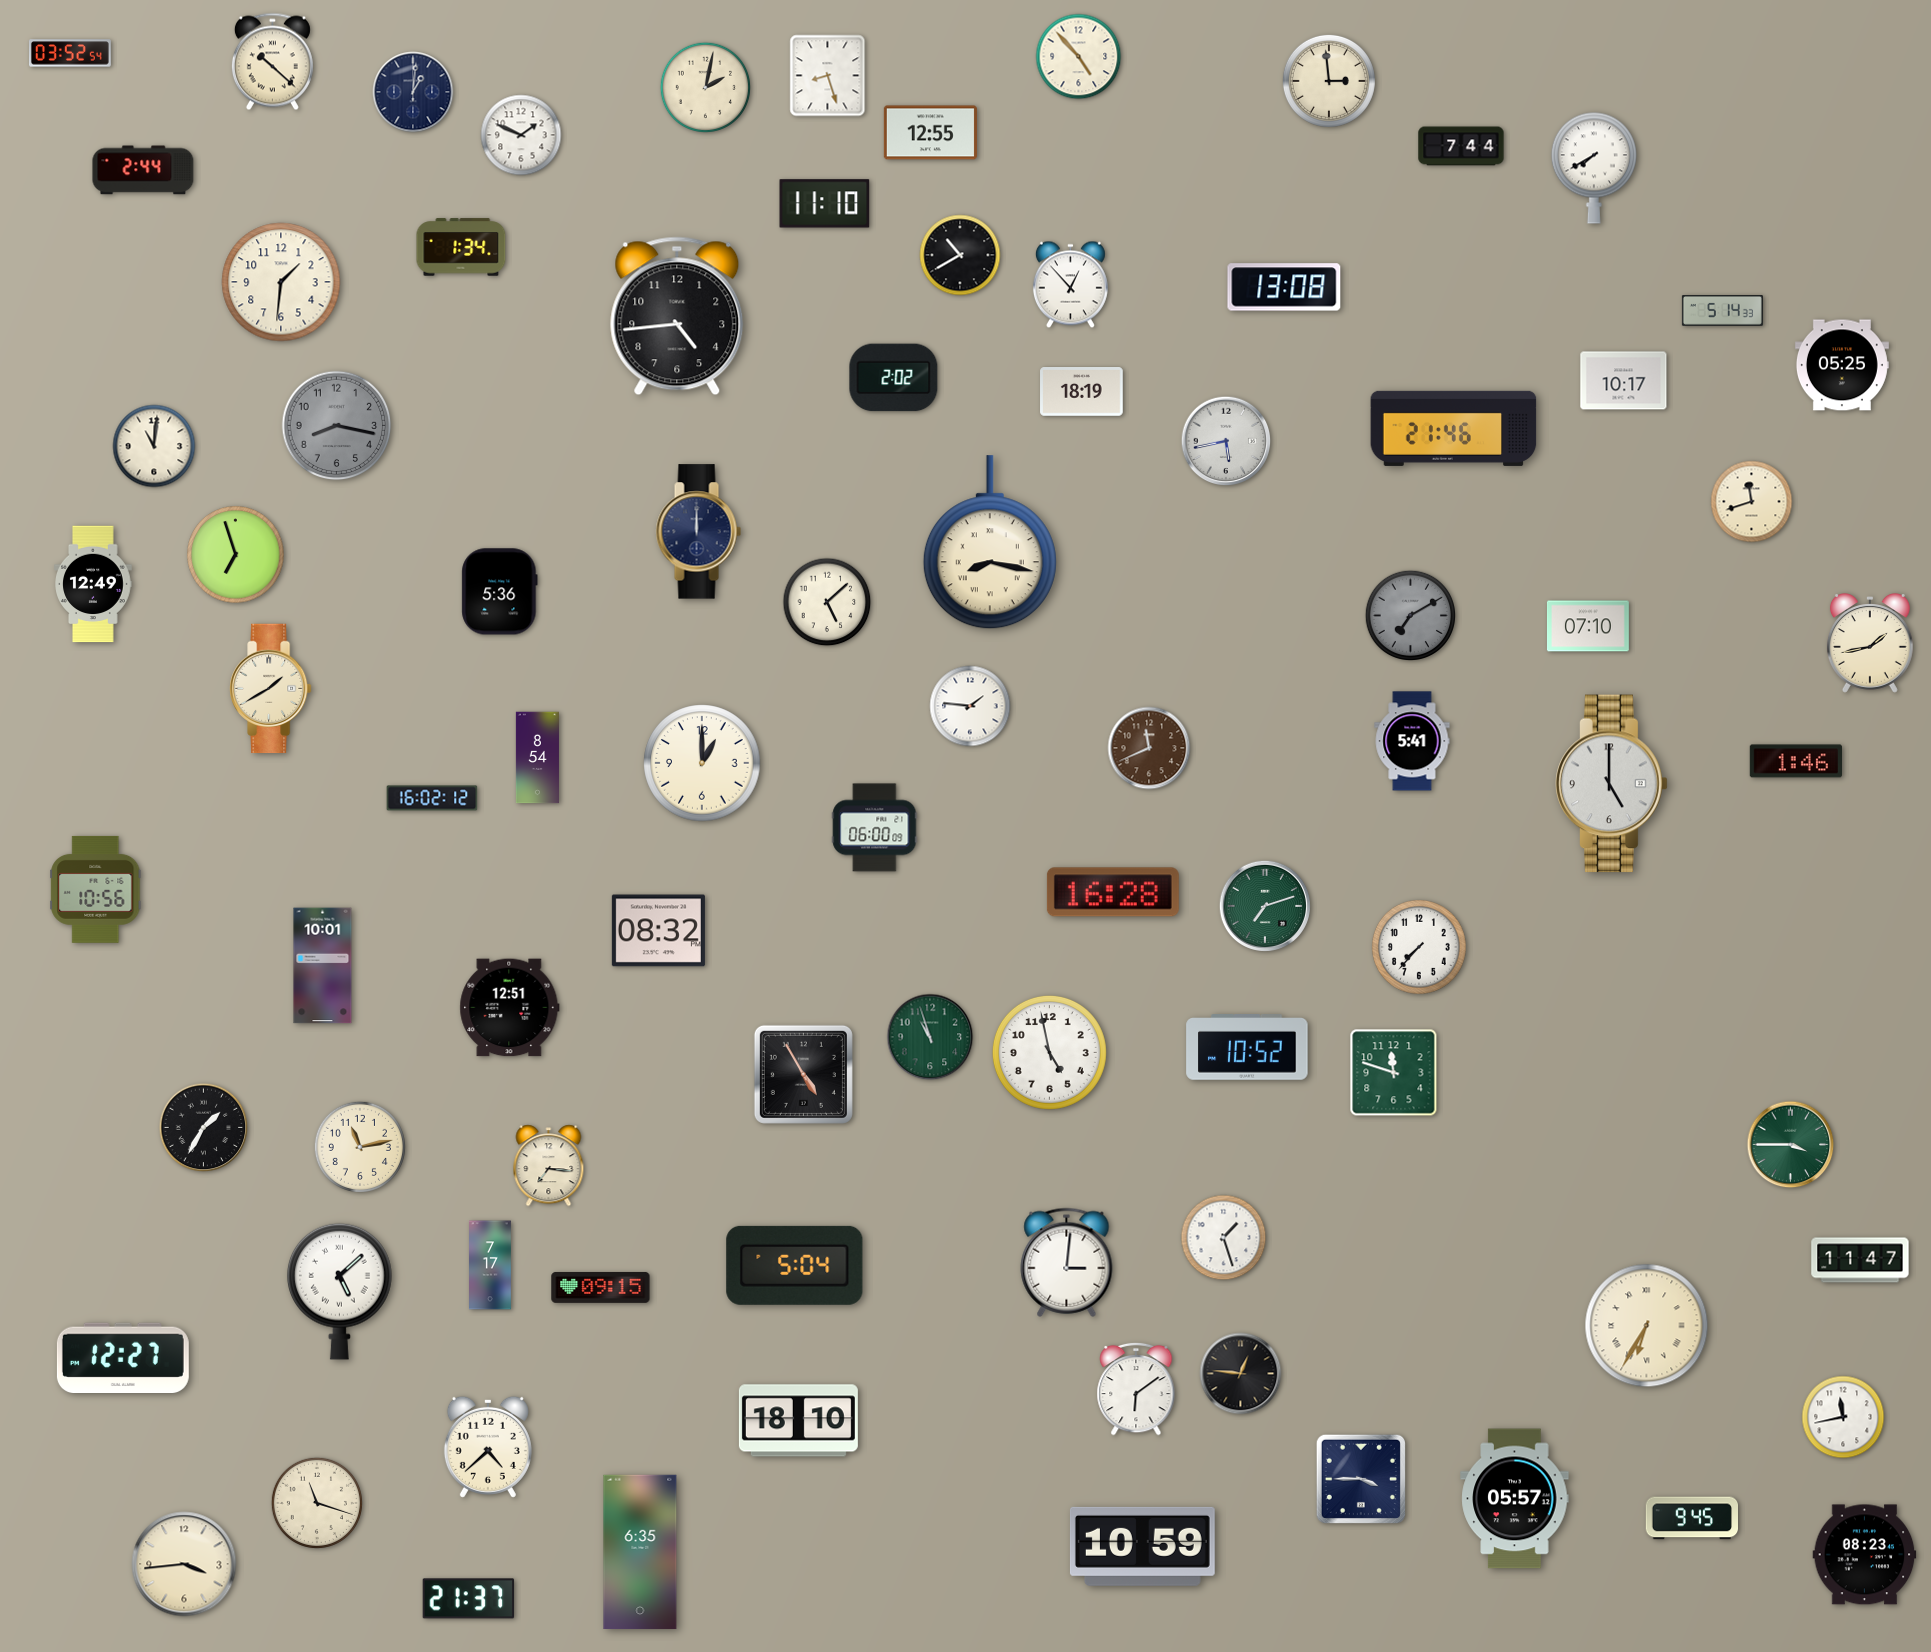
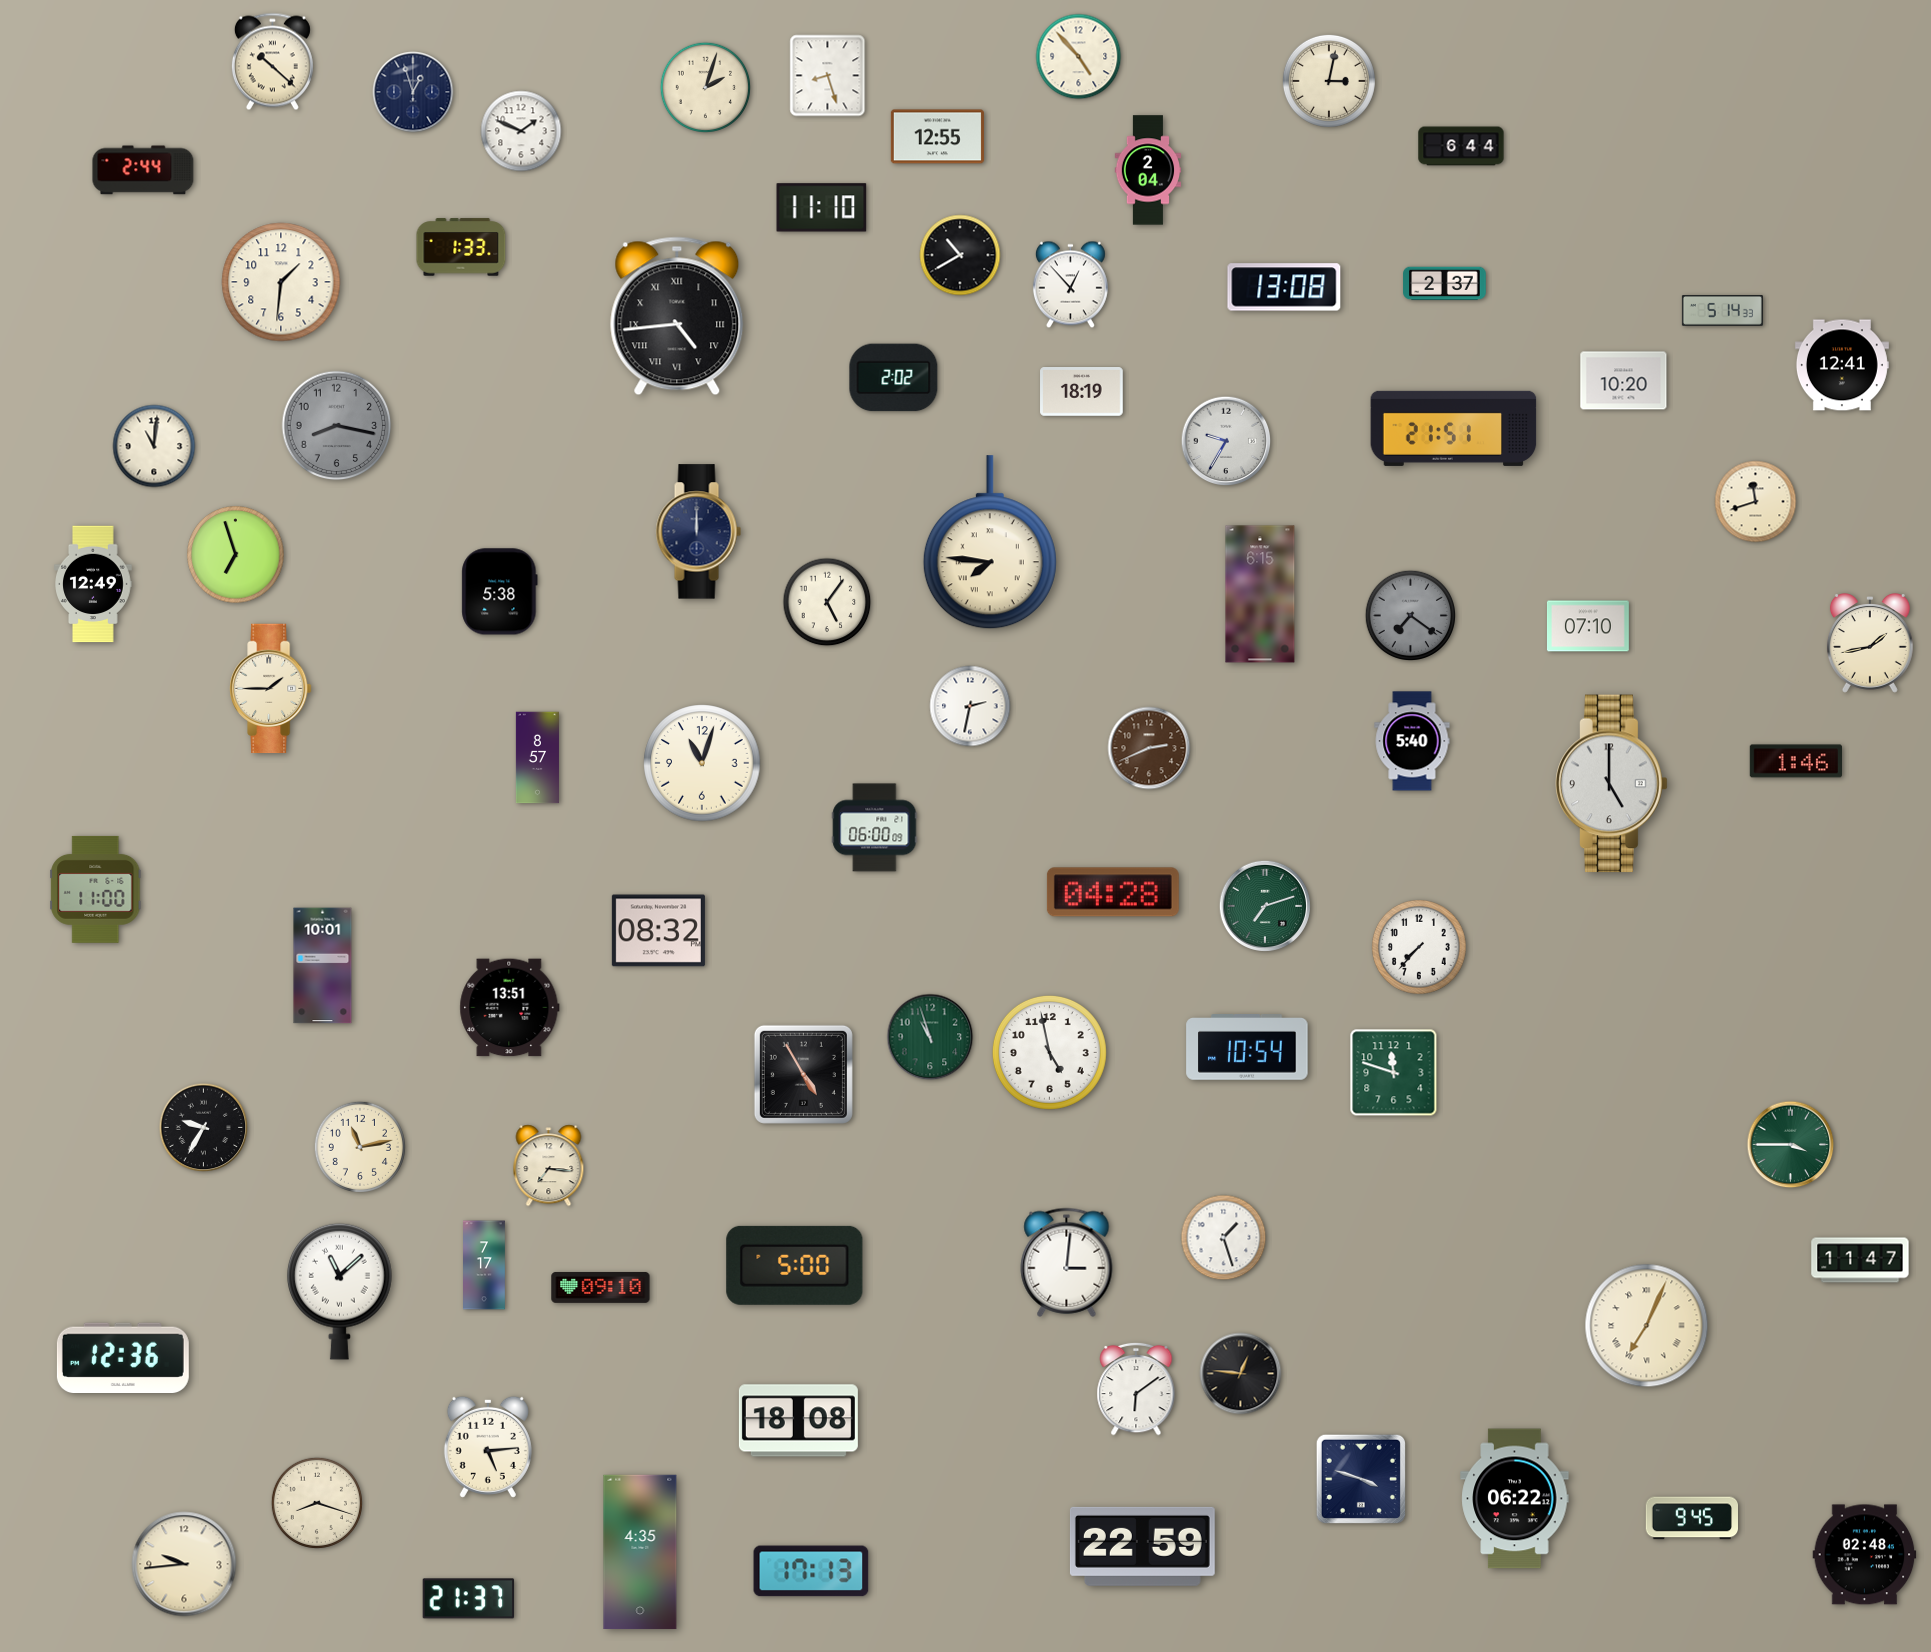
clock at (70, 53): 03:52 -> none
clock at (1329, 81): 2:59 -> 3:02
clock at (705, 87): 2:02 -> 2:03
clock at (413, 92): 1:01 -> 12:57
clock at (930, 133) position: (930, 133) -> (937, 137)
clock at (521, 135) position: (521, 135) -> (521, 131)
clock at (1461, 146): 7:44 -> 6:44
clock at (1594, 168): 7:40 -> none
clock at (1148, 170): none -> 2:04
clock at (825, 204) position: (825, 204) -> (822, 208)
clock at (461, 247): 1:34 -> 1:33
clock at (1445, 284): none -> 2:37
clock at (677, 316) numerals: Arabic -> Roman
clock at (1842, 365): 05:25 -> 12:41
clock at (1624, 381): 10:17 -> 10:20
clock at (1454, 428): 21:46 -> 21:51
clock at (1226, 441): 5:43 -> 9:35
clock at (1752, 502) position: (1752, 502) -> (1756, 502)
clock at (990, 543): 8:17 -> 7:46
clock at (500, 592): 5:36 -> 5:38
clock at (1260, 594): none -> 6:15
clock at (827, 602): 5:08 -> 5:06
clock at (1410, 615): 7:10 -> 7:21
clock at (271, 689): 1:40 -> 1:45
clock at (970, 706): 1:46 -> 2:32
clock at (1412, 741): 5:41 -> 5:40
clock at (1149, 748): 11:41 -> 2:41
clock at (537, 758): 8:54 -> 8:57
clock at (702, 763): 1:00 -> 11:03
clock at (432, 798): 16:02 -> none
clock at (96, 889): 10:56 -> 11:00
clock at (1113, 892): 16:28 -> 04:28
clock at (510, 1008): 12:51 -> 13:51
clock at (1247, 1048): 10:52 -> 10:54
clock at (204, 1128): 1:35 -> 9:35
clock at (491, 1265) position: (491, 1265) -> (485, 1265)
clock at (795, 1265): 5:04 -> 5:00
clock at (601, 1287): 09:15 -> 09:10
clock at (340, 1291): 5:08 -> 11:08
clock at (1647, 1326): 6:35 -> 7:04
clock at (123, 1357): 12:27 -> 12:36
clock at (1843, 1417): 11:43 -> none
clock at (798, 1421): 18:10 -> 18:08
clock at (488, 1447): 4:38 -> 5:14
clock at (1361, 1479): 3:45 -> 3:48
clock at (1515, 1499): 05:57 -> 06:22
clock at (317, 1503): 11:18 -> 8:18
clock at (1142, 1546): 10:59 -> 22:59
clock at (640, 1552): 6:35 -> 4:35
clock at (1865, 1555): 08:23 -> 02:48
clock at (184, 1564): 3:44 -> 9:44
clock at (811, 1571): none -> 17:13
